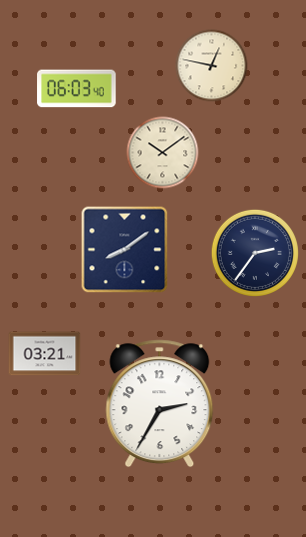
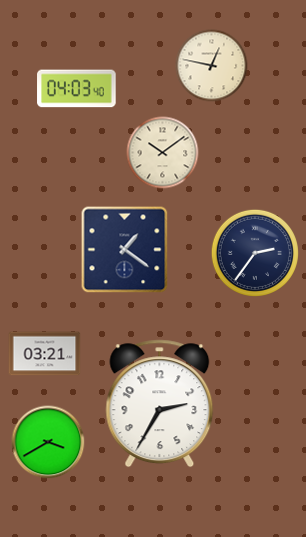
clock at (77, 89): 06:03 -> 04:03
clock at (125, 250): 8:09 -> 1:21
clock at (48, 442): none -> 3:40
